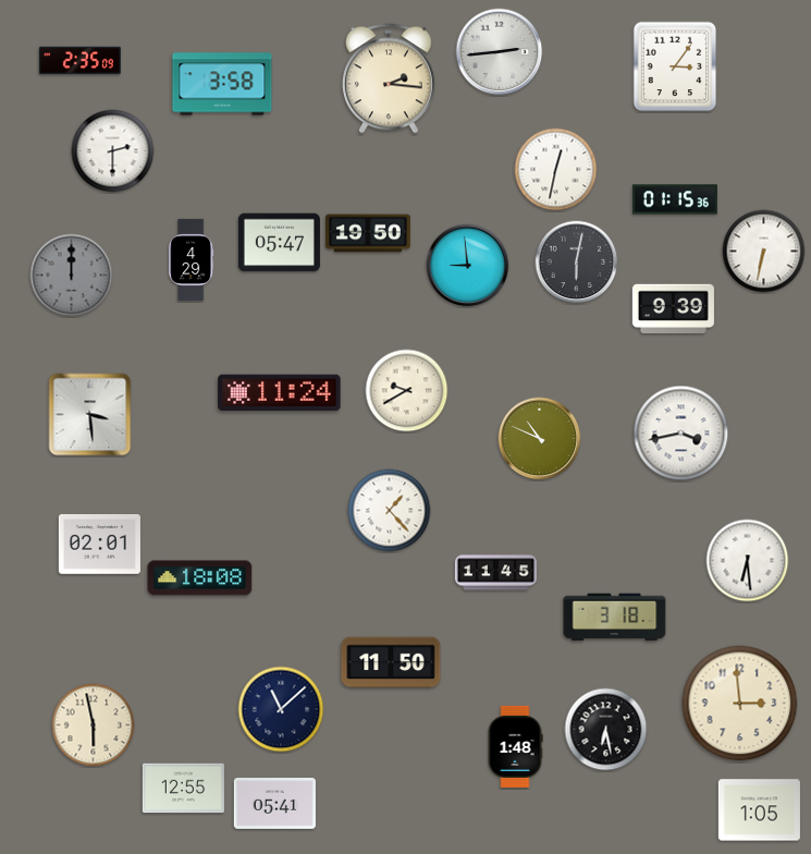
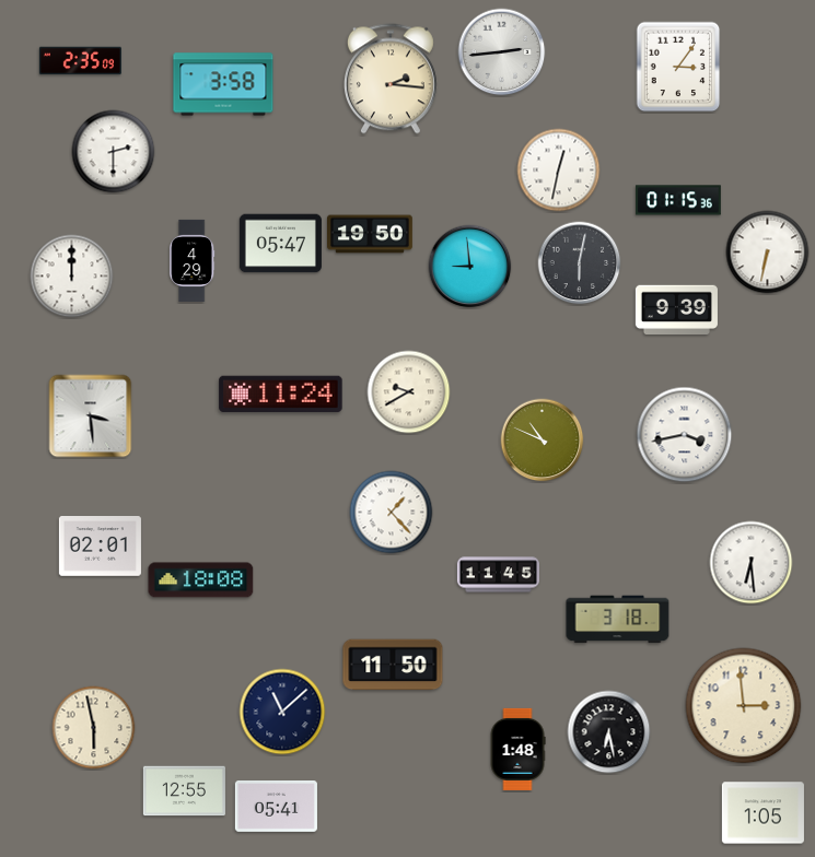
clock at (72, 276) dial: grey -> white
